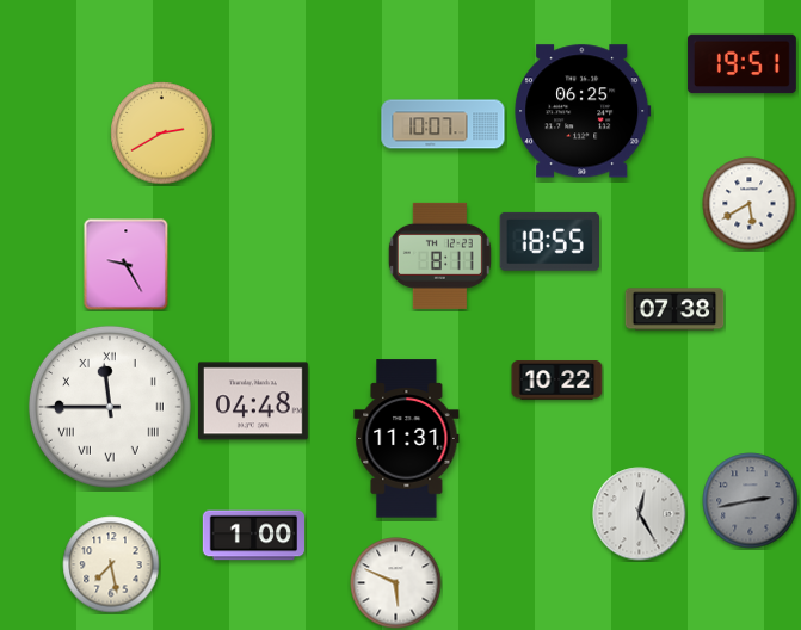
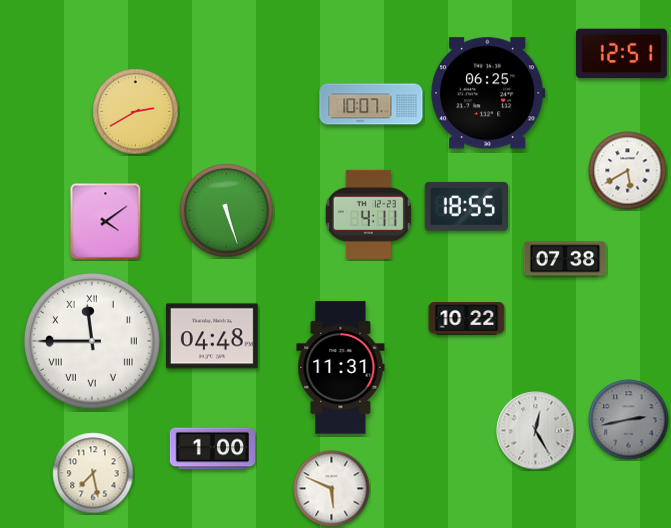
clock at (741, 64): 19:51 -> 12:51
clock at (549, 241) position: (549, 241) -> (466, 206)
clock at (227, 211): none -> 5:27
clock at (439, 255): 8:11 -> 4:11
clock at (127, 265): 9:25 -> 4:09
